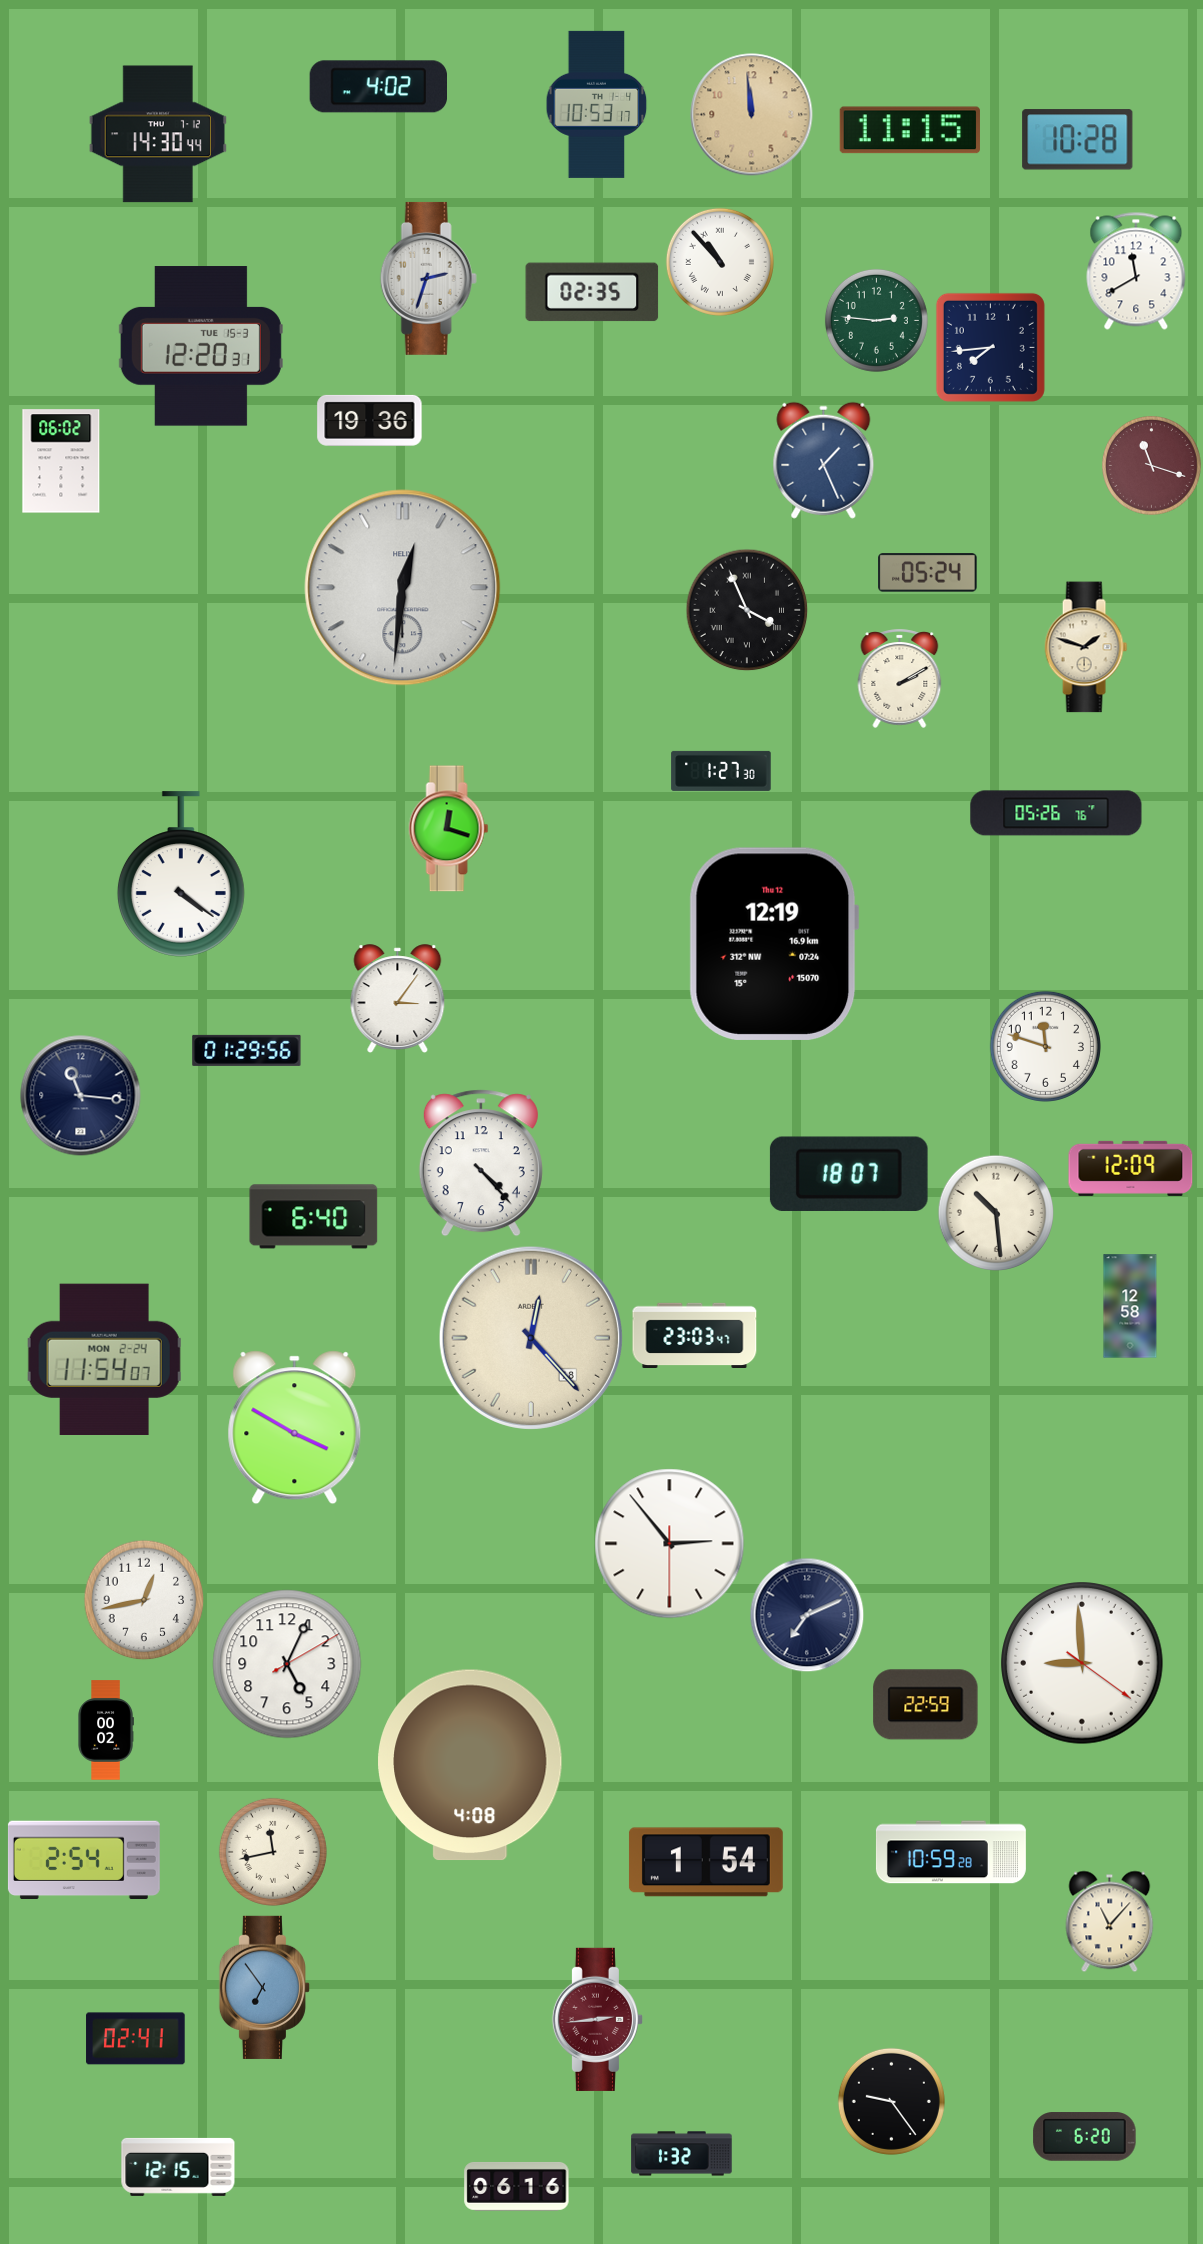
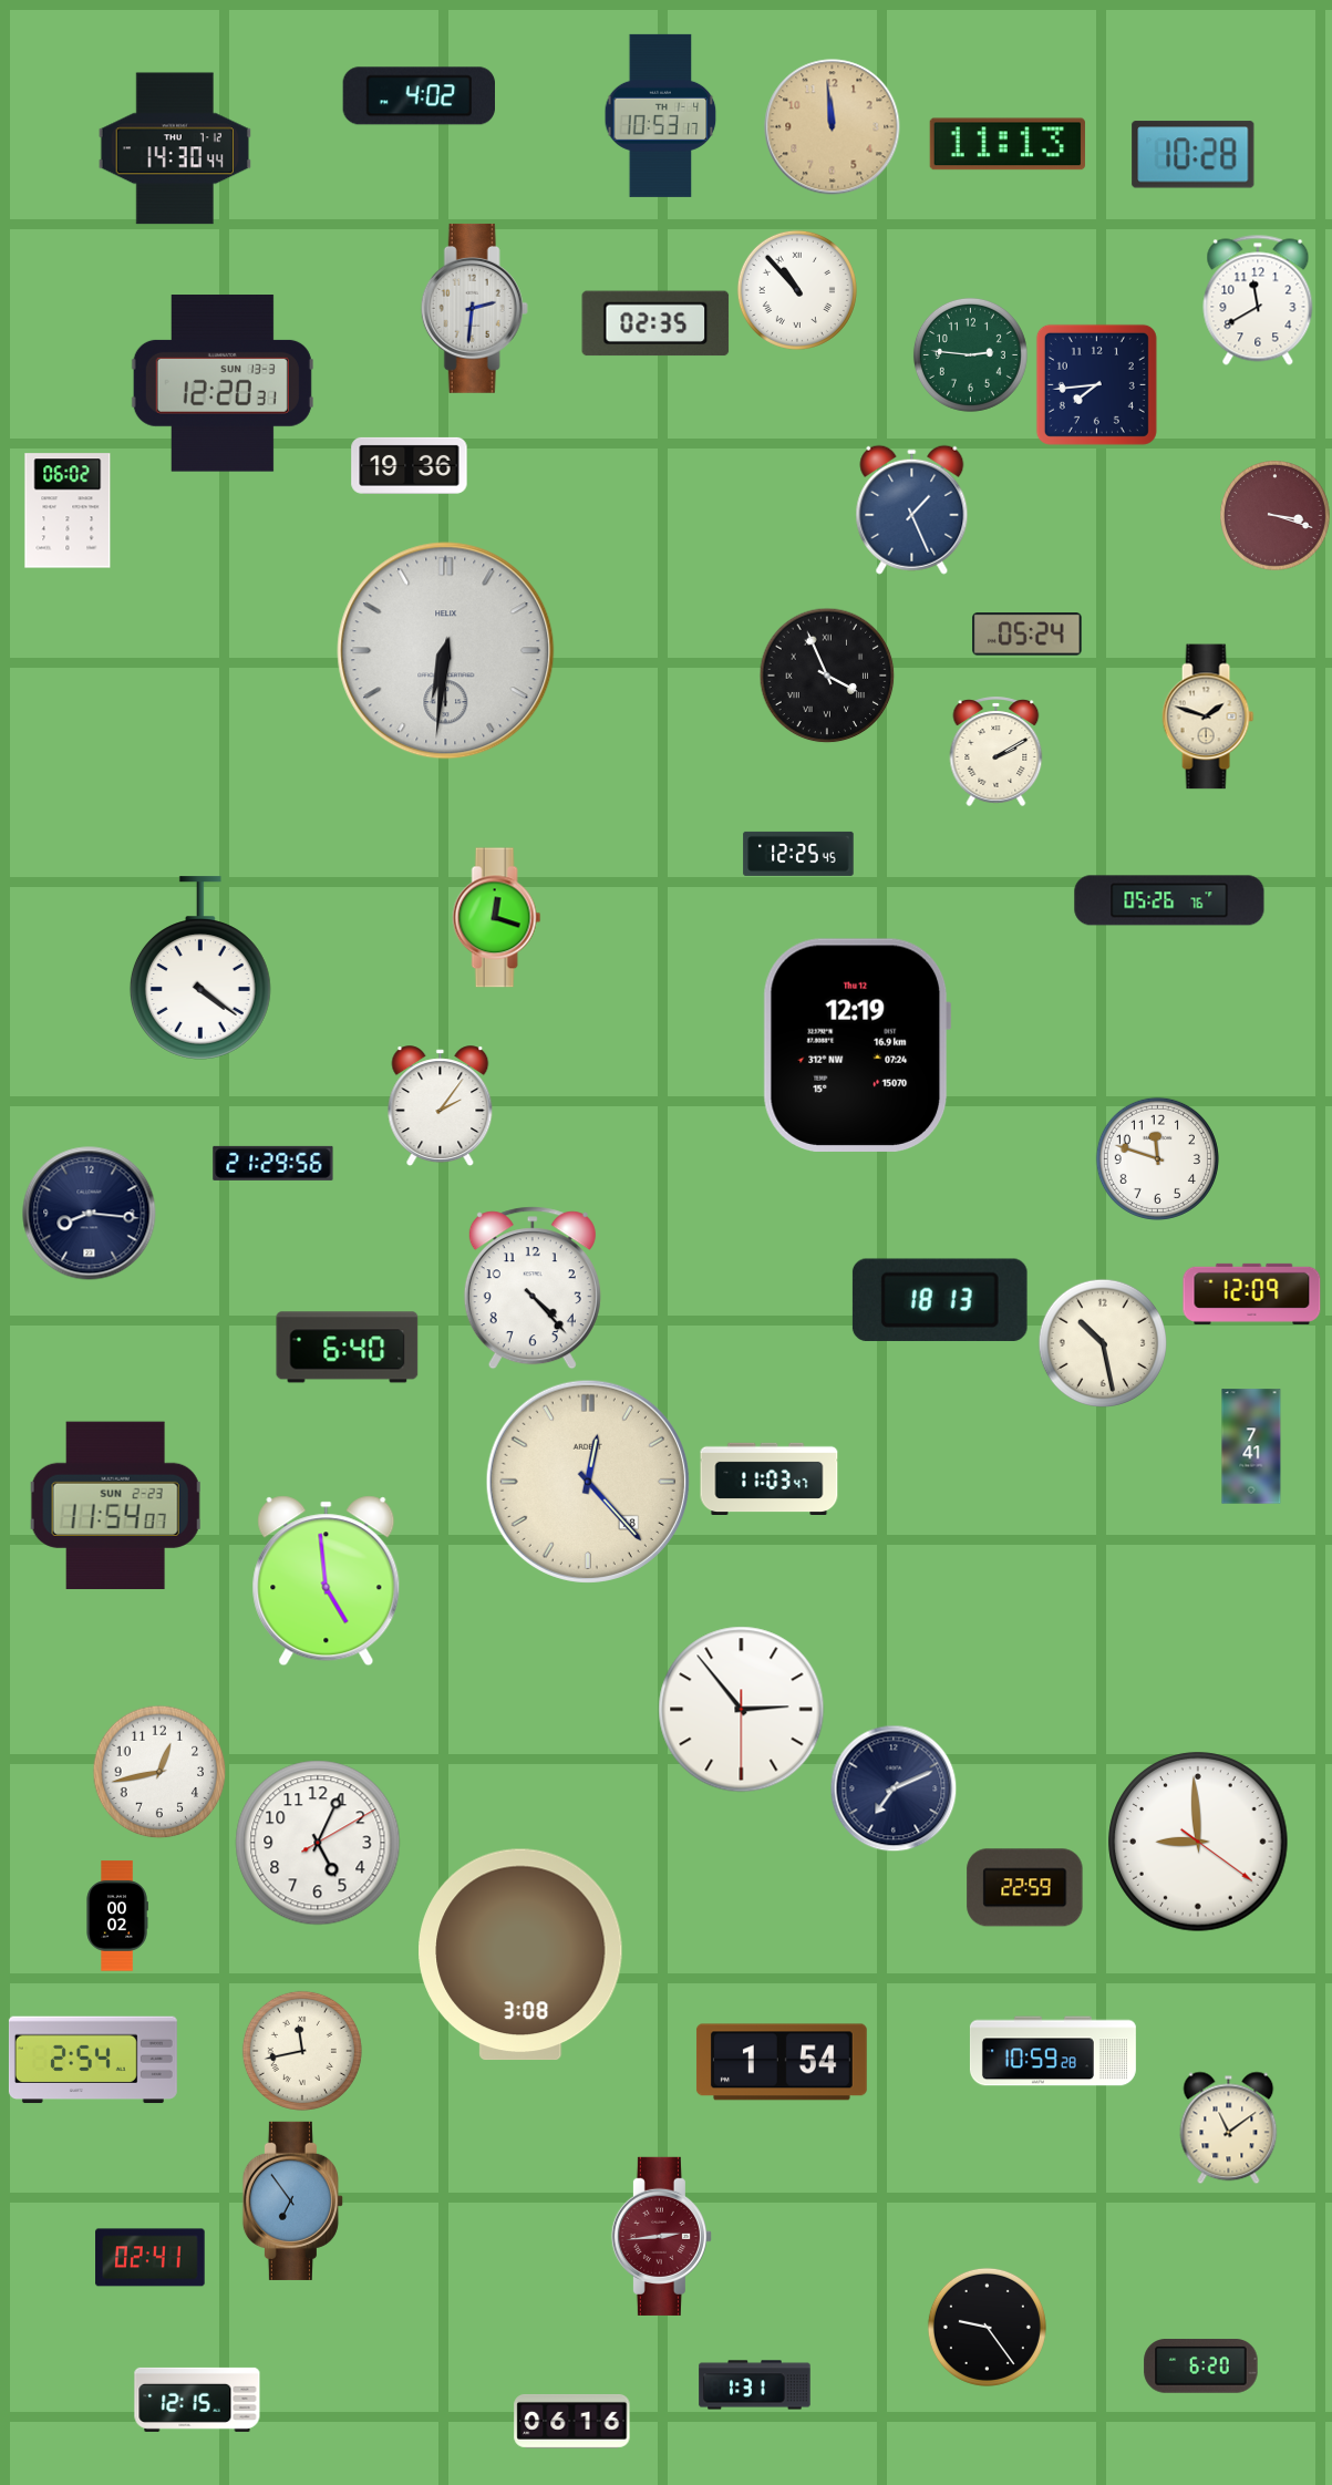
clock at (910, 130): 11:15 -> 11:13
clock at (428, 278): 2:33 -> 2:31
clock at (201, 346) date: TUE 15-3 -> SUN 13-3
clock at (1152, 466): 11:18 -> 3:18
clock at (403, 588): 12:31 -> 6:31
clock at (1086, 647) position: (1086, 647) -> (1208, 716)
clock at (721, 771): 1:27 -> 12:25
clock at (398, 998): 3:06 -> 2:06
clock at (247, 1050): 01:29 -> 21:29
clock at (81, 1096): 11:16 -> 8:16
clock at (849, 1174): 18:07 -> 18:13
clock at (995, 1212): 10:29 -> 10:28
clock at (1130, 1306): 12:58 -> 7:41
clock at (695, 1335): 23:03 -> 11:03
clock at (104, 1360) date: MON 2-24 -> SUN 2-23
clock at (295, 1428): 3:50 -> 4:59
clock at (470, 1765): 4:08 -> 3:08
clock at (1110, 1921): 11:07 -> 11:09
clock at (682, 2154): 1:32 -> 1:31
